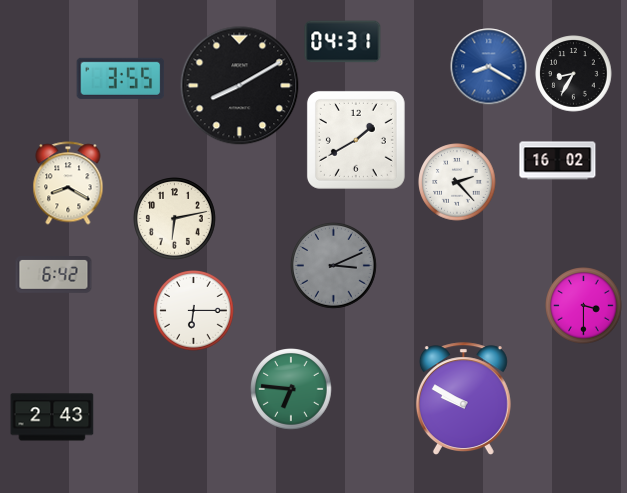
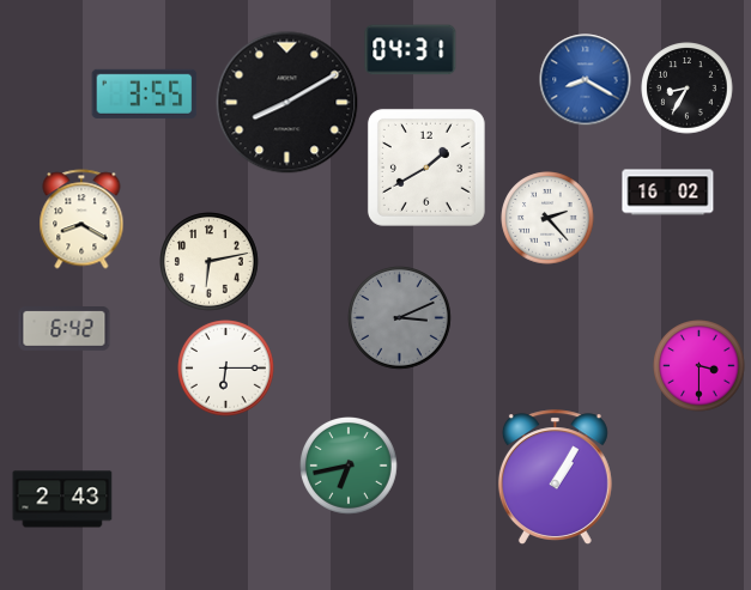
clock at (194, 311) position: (194, 311) -> (226, 369)
clock at (292, 390): 6:46 -> 6:43
clock at (463, 398): 9:50 -> 1:05
